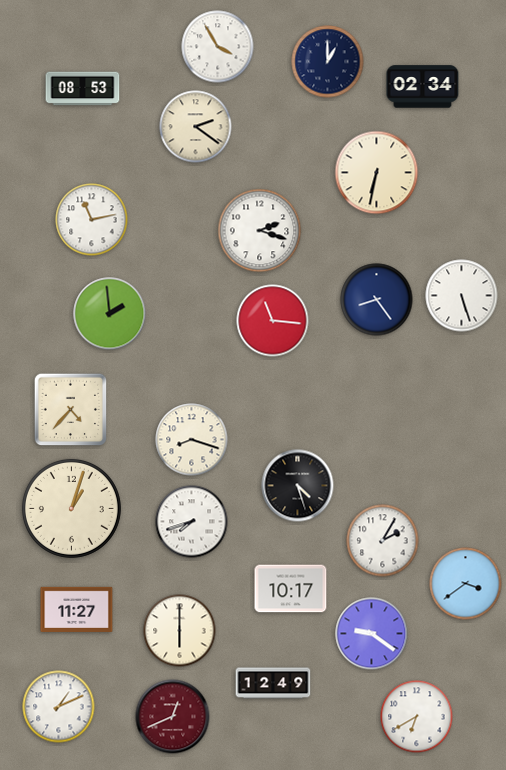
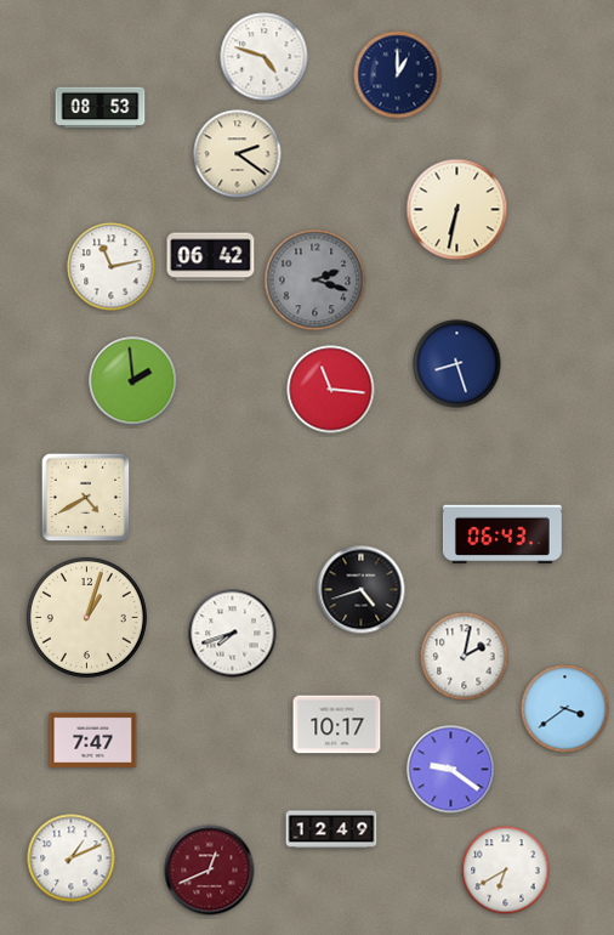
clock at (218, 47): 3:55 -> 4:48
clock at (423, 87): 02:34 -> none
clock at (211, 257): none -> 06:42
clock at (260, 231) dial: white -> grey
clock at (462, 296): 5:27 -> none
clock at (377, 300): 8:24 -> 8:27
clock at (71, 410): 4:37 -> 4:40
clock at (192, 440): 8:18 -> none
clock at (502, 534): none -> 06:43
clock at (298, 486): 4:27 -> 4:42
clock at (383, 541): 2:05 -> 2:02
clock at (291, 589) position: (291, 589) -> (337, 725)
clock at (77, 609): 11:27 -> 7:47
clock at (180, 631): 6:00 -> none
